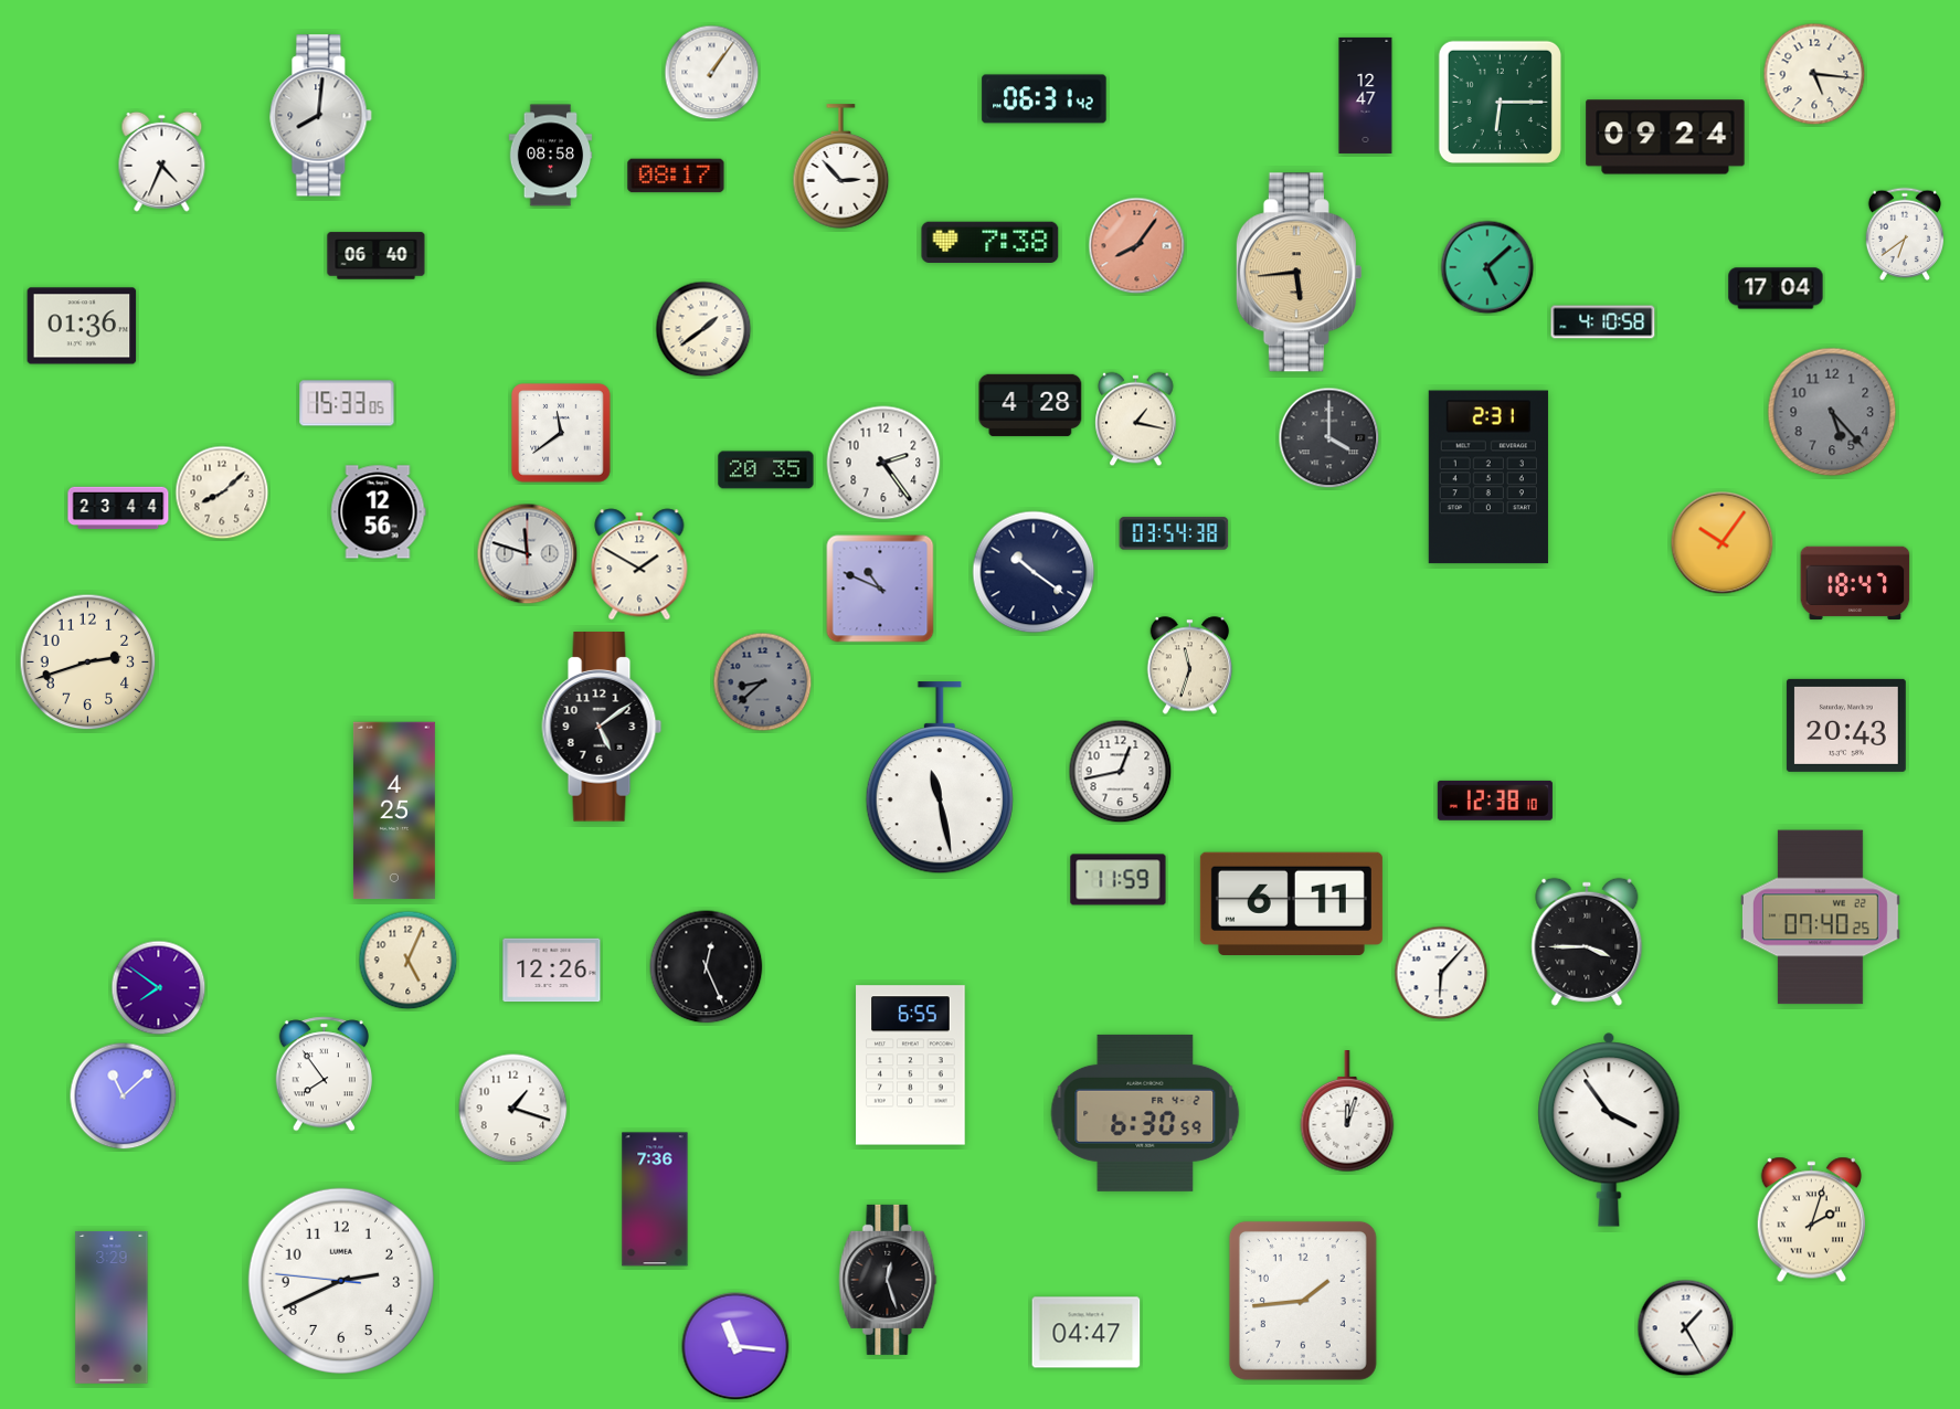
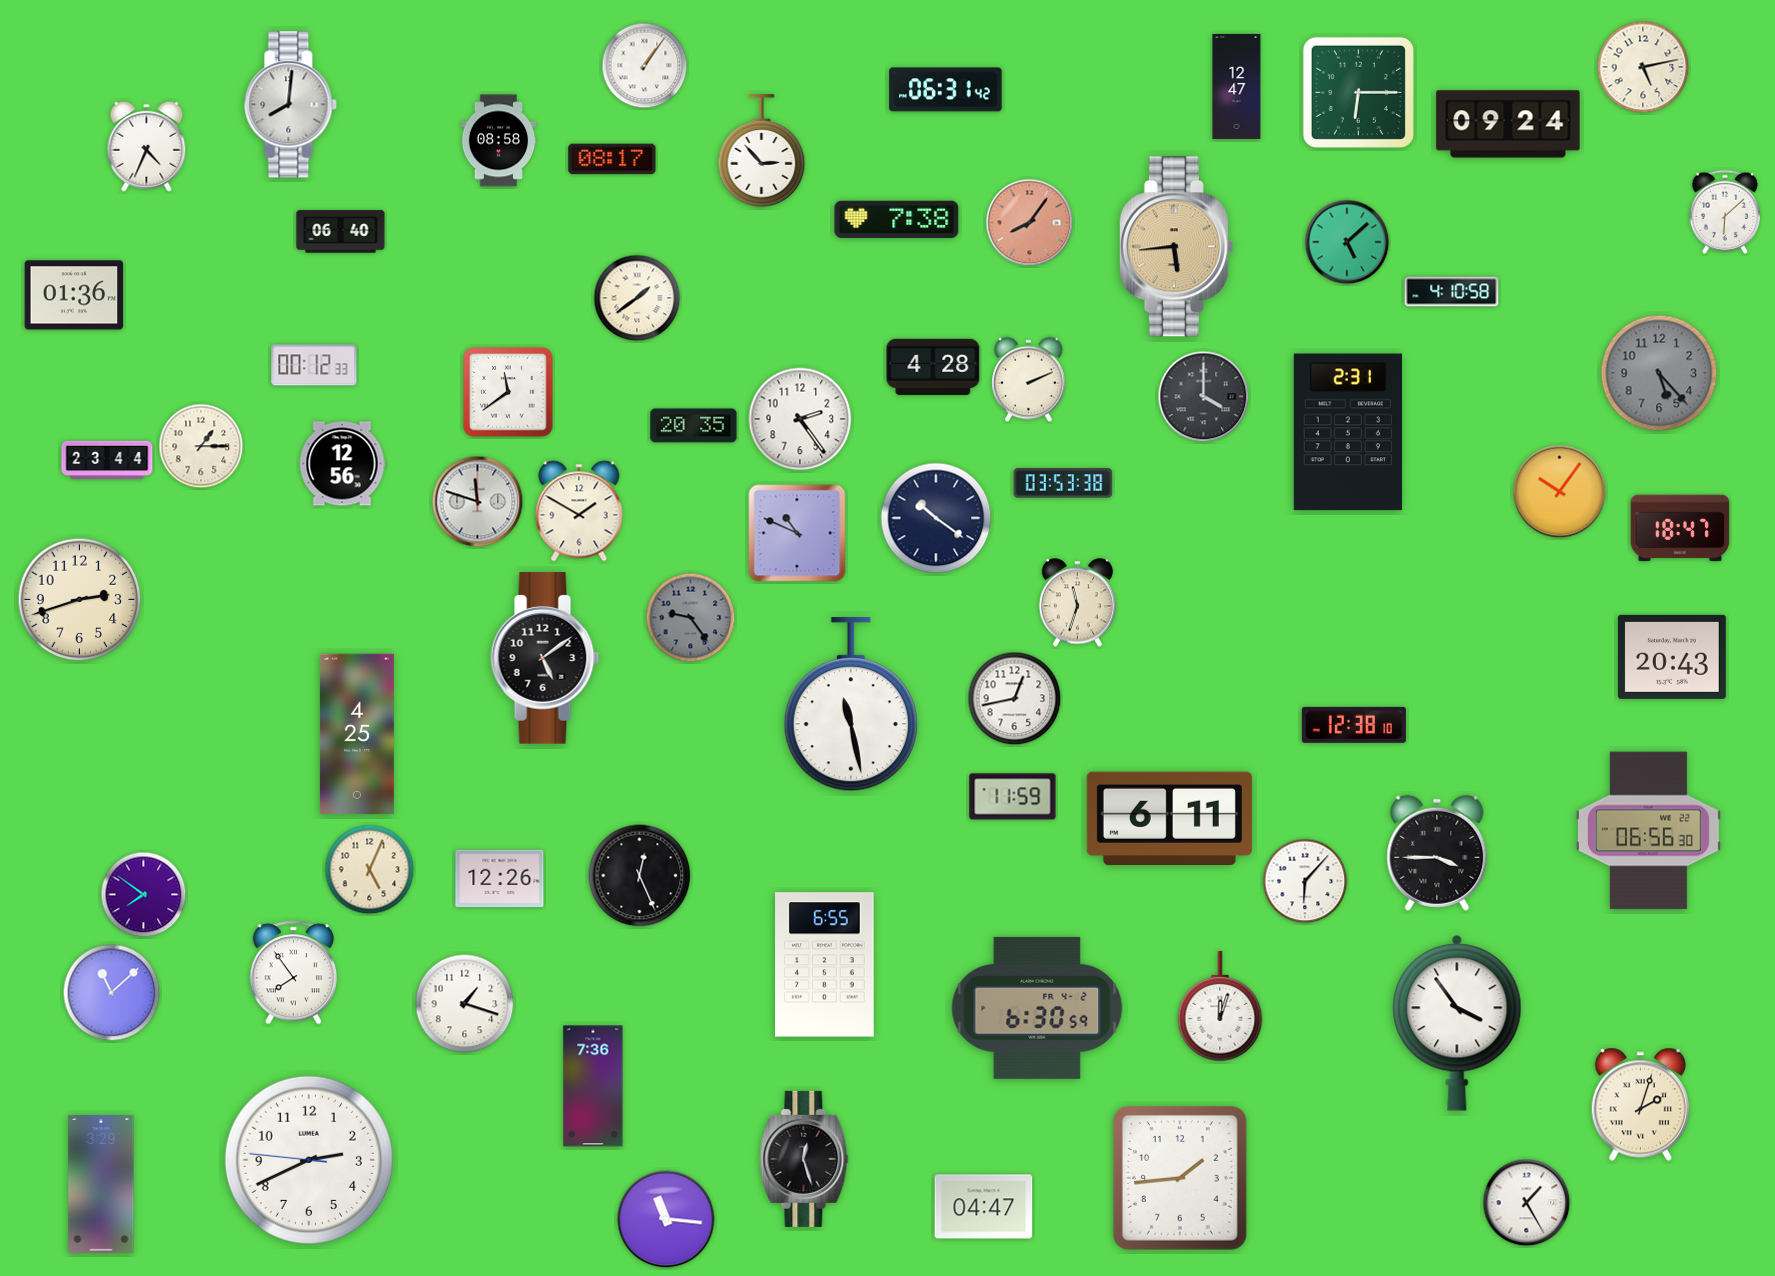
clock at (1814, 74): 5:16 -> 5:13
clock at (1904, 234): 6:39 -> 6:08
clock at (1776, 288): 17:04 -> none
clock at (347, 403): 15:33 -> 00:12
clock at (1136, 420): 1:17 -> 2:11
clock at (222, 492): 8:08 -> 1:15
clock at (1174, 533): 03:54 -> 03:53
clock at (763, 682): 8:38 -> 9:24
clock at (1820, 918): 07:40 -> 06:56
